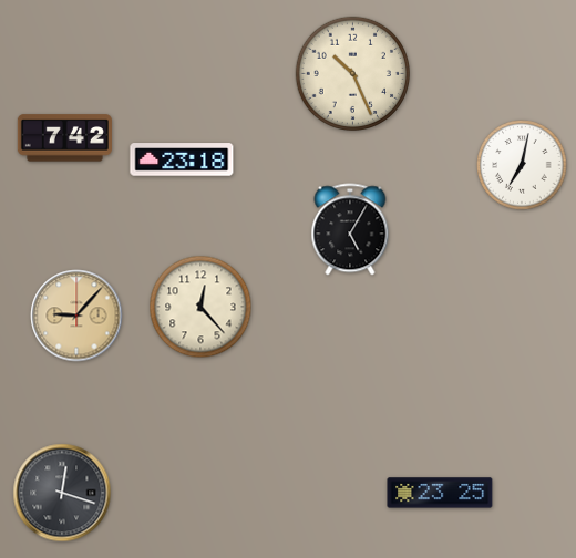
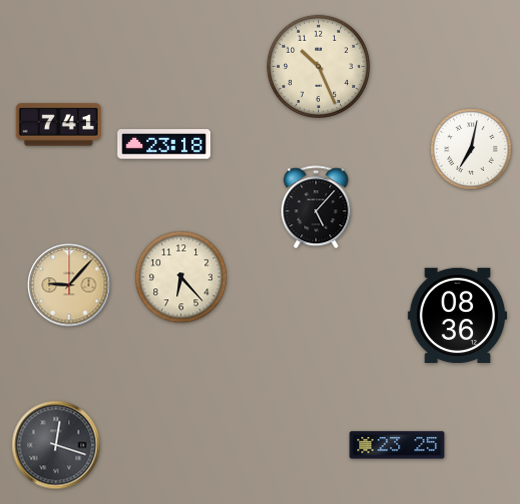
clock at (64, 138): 7:42 -> 7:41
clock at (350, 229): 5:05 -> 5:07
clock at (200, 307): 12:23 -> 6:23
clock at (457, 315): none -> 08:36
